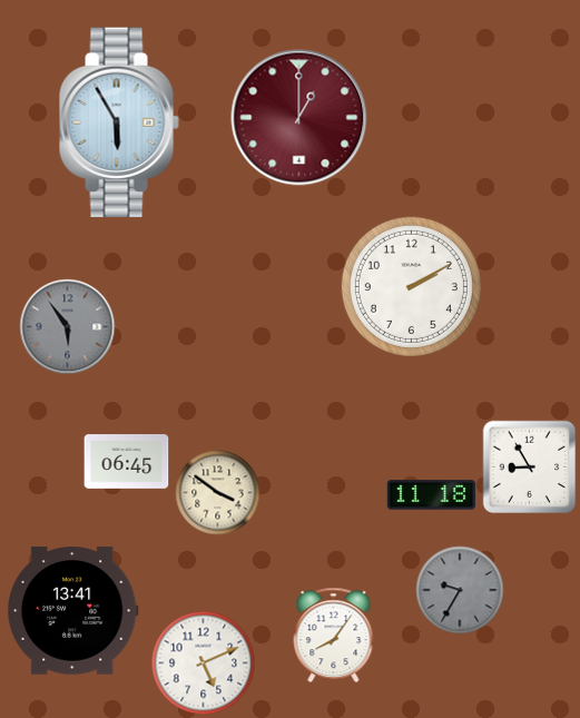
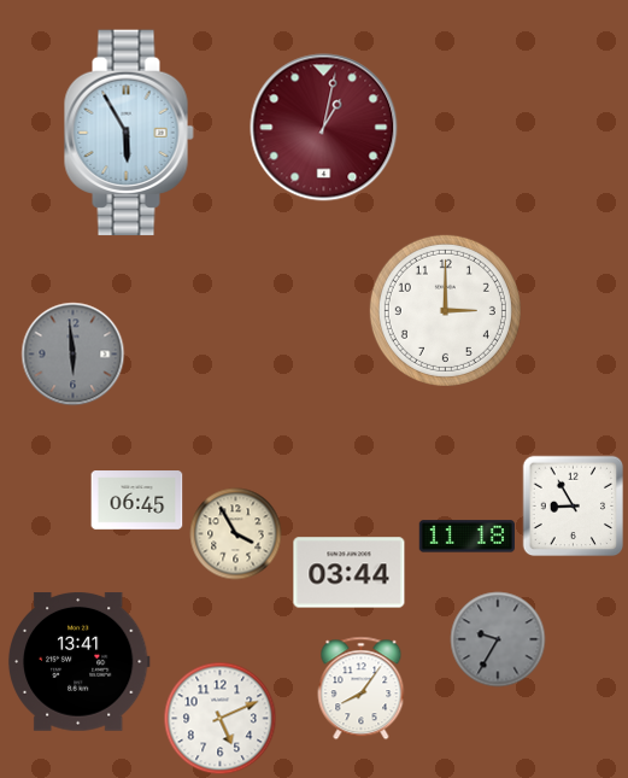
clock at (299, 118): 1:00 -> 1:02
clock at (411, 286): 2:10 -> 3:00
clock at (68, 327): 5:54 -> 5:59
clock at (218, 493): 3:51 -> 3:55
clock at (350, 573): none -> 03:44
